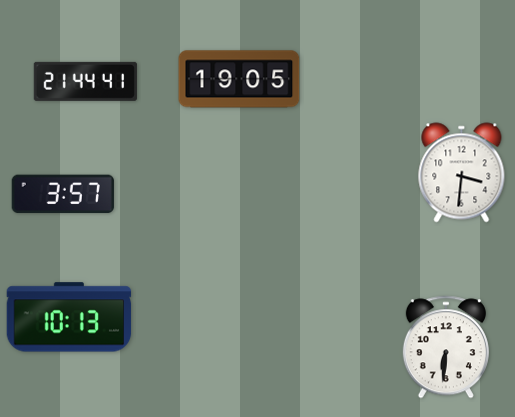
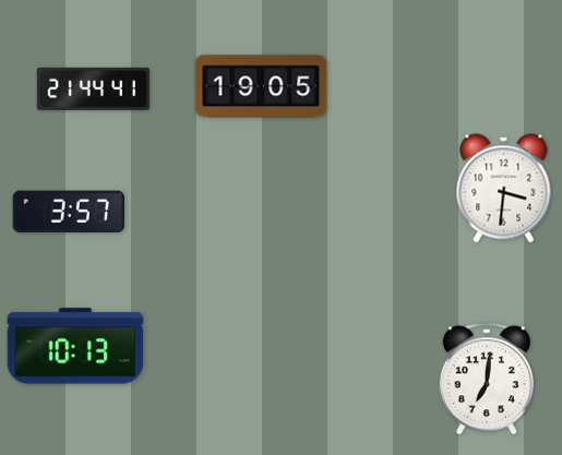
clock at (446, 347): 6:31 -> 7:01
